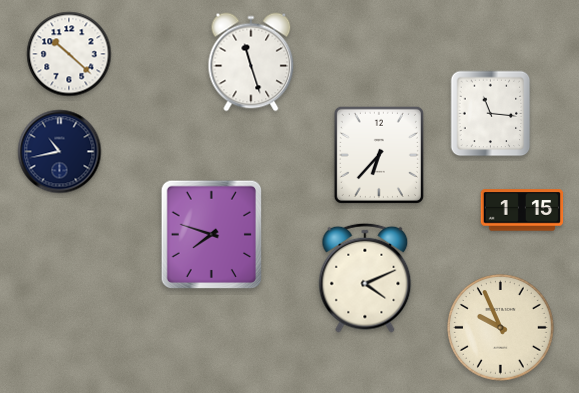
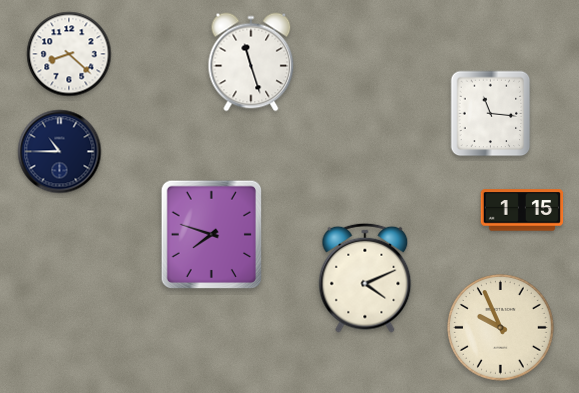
clock at (69, 54): 10:22 -> 8:22
clock at (60, 152): 10:43 -> 10:45
clock at (379, 155): 6:37 -> none
